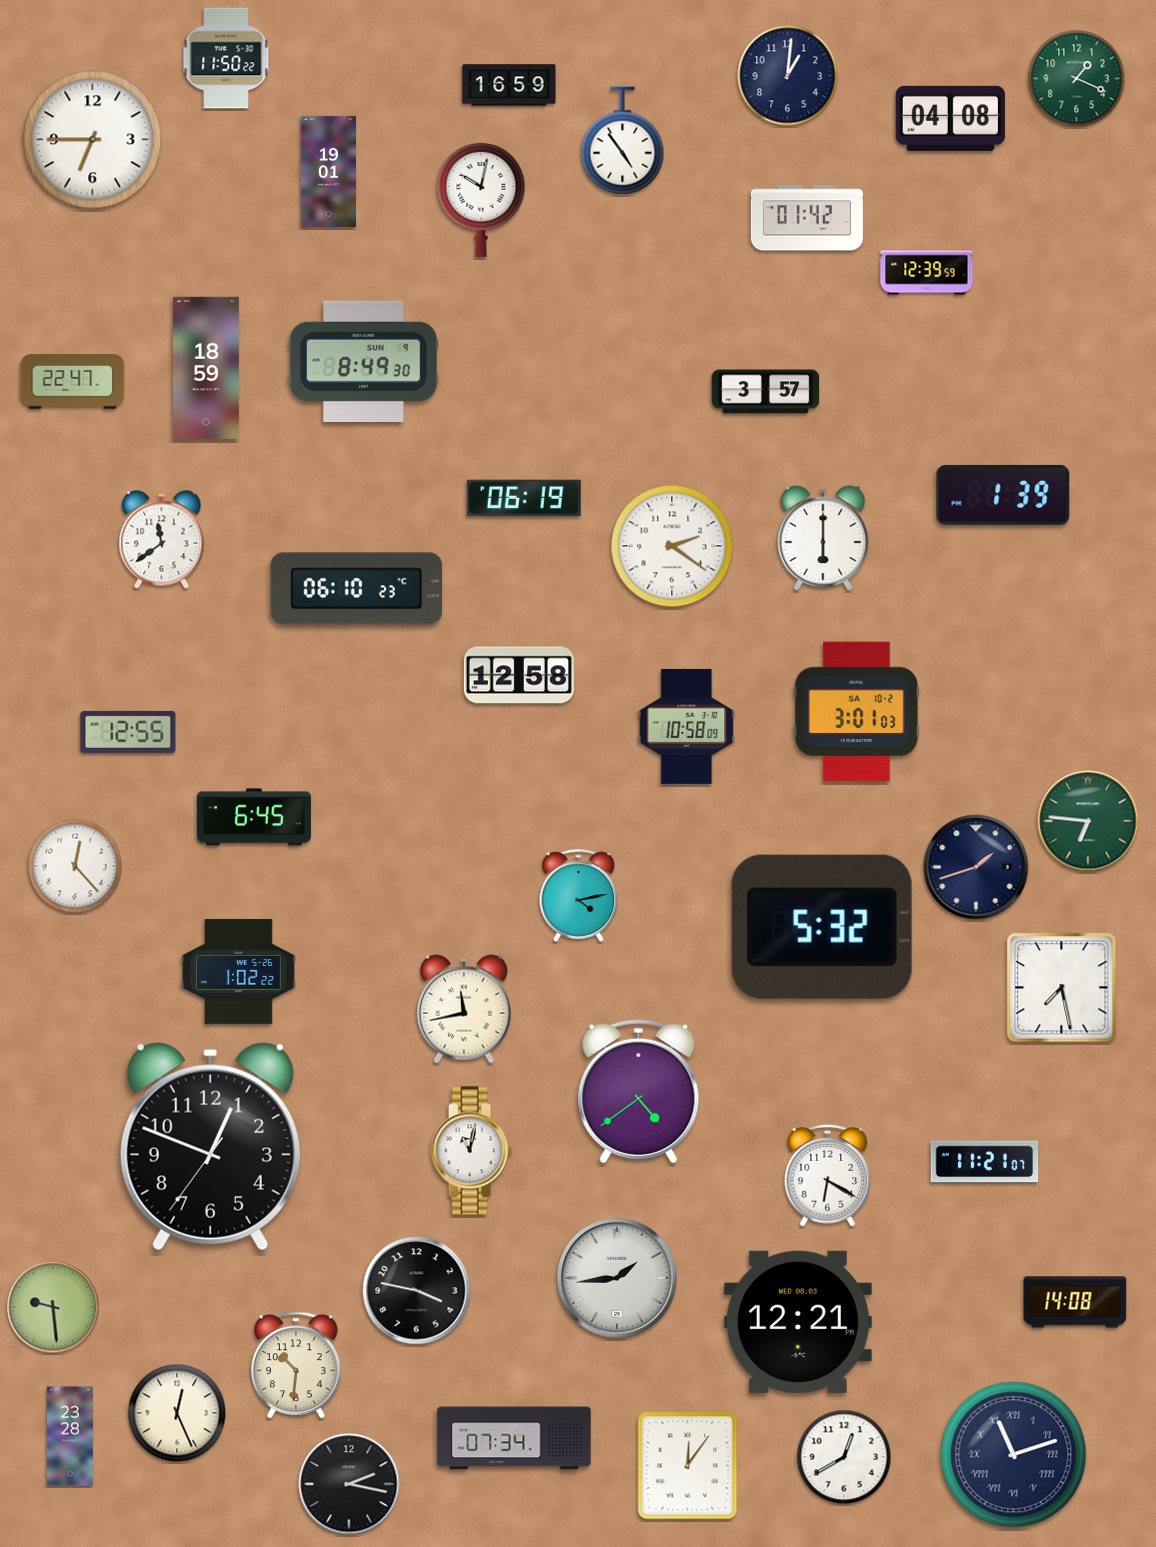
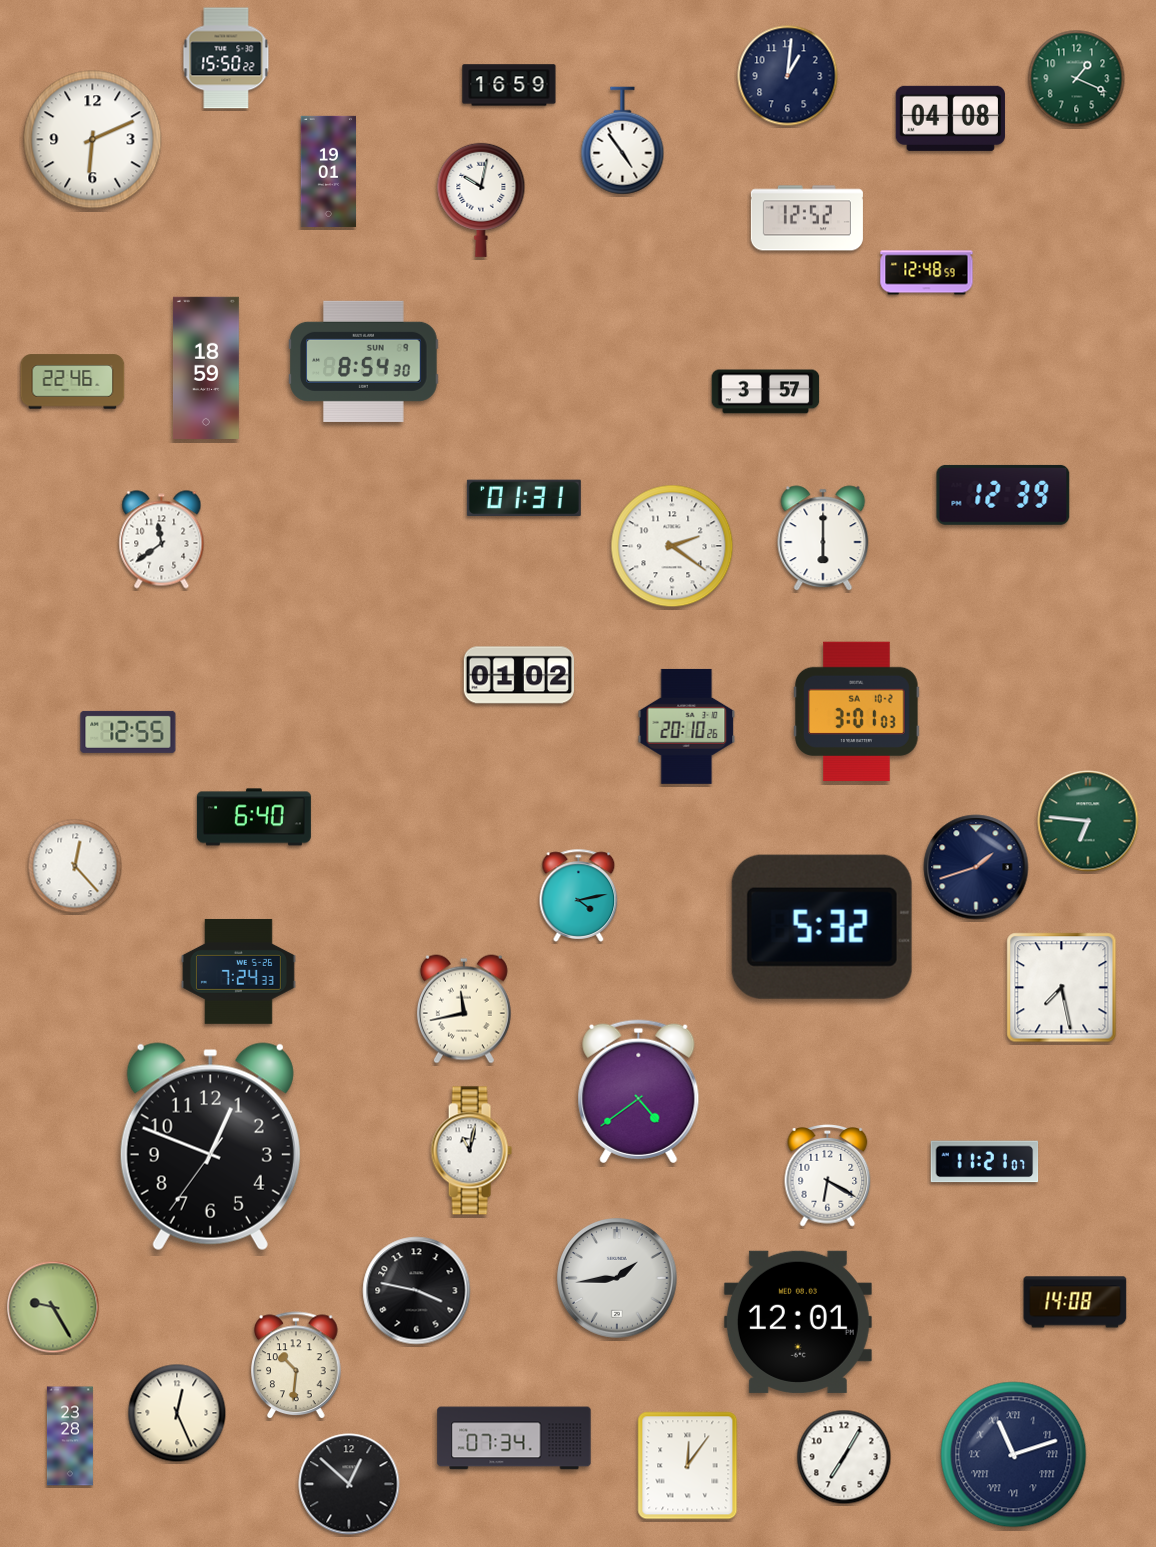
clock at (226, 58): 11:50 -> 15:50
clock at (93, 140): 6:45 -> 6:11
clock at (807, 218): 01:42 -> 12:52
clock at (927, 273): 12:39 -> 12:48
clock at (364, 361): 8:49 -> 8:54
clock at (73, 382): 22:47 -> 22:46
clock at (1003, 495): 1:39 -> 12:39
clock at (524, 498): 06:19 -> 01:31
clock at (357, 589): 06:10 -> none
clock at (519, 675): 12:58 -> 01:02
clock at (687, 726): 10:58 -> 20:10
clock at (254, 817): 6:45 -> 6:40
clock at (238, 971): 1:02 -> 7:24
clock at (53, 1307): 9:29 -> 9:25
clock at (798, 1322): 12:21 -> 12:01
clock at (844, 1457): 12:40 -> 7:05
clock at (349, 1484): 2:17 -> 12:52
